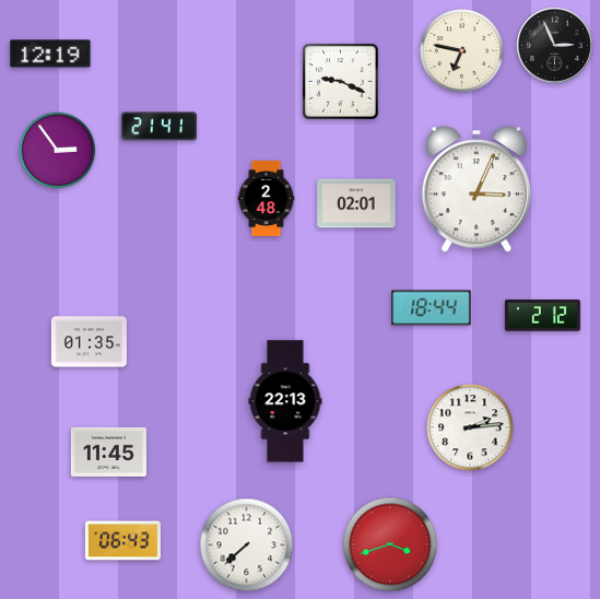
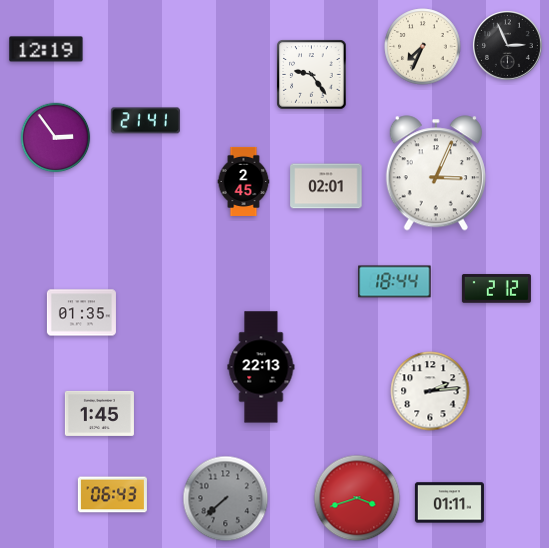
clock at (554, 45) position: (554, 45) -> (507, 45)
clock at (462, 51): 6:47 -> 7:34
clock at (341, 82): 9:19 -> 9:24
clock at (158, 127) position: (158, 127) -> (145, 121)
clock at (58, 151) position: (58, 151) -> (56, 138)
clock at (267, 198): 2:48 -> 2:45
clock at (108, 451): 11:45 -> 1:45
clock at (247, 545) dial: white -> grey
clock at (449, 503): none -> 01:11
